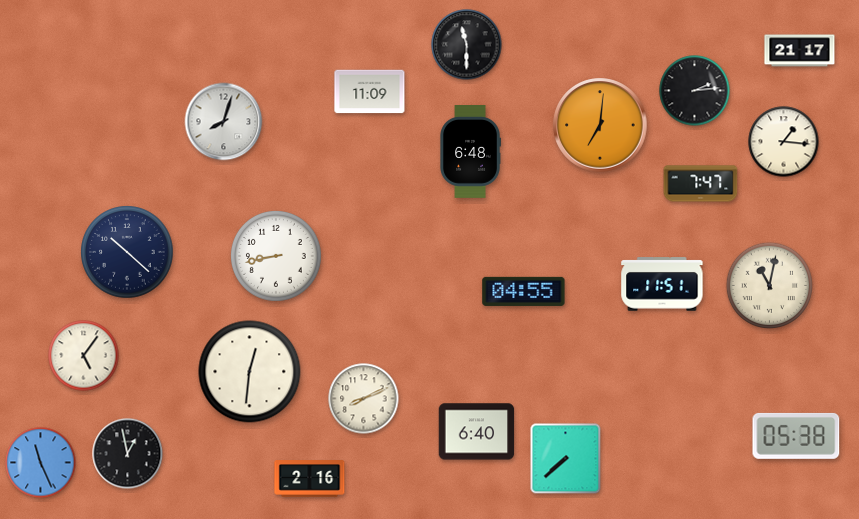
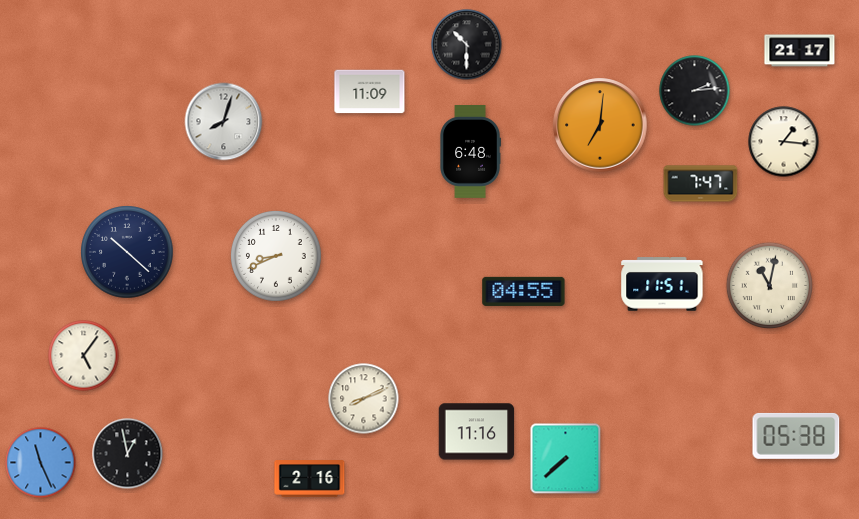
clock at (467, 45): 11:30 -> 10:30
clock at (277, 257): 8:43 -> 8:41
clock at (250, 372): 12:31 -> none
clock at (477, 432): 6:40 -> 11:16
